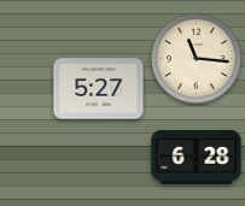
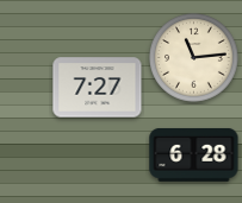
clock at (197, 59): 11:16 -> 11:14
clock at (99, 89): 5:27 -> 7:27
